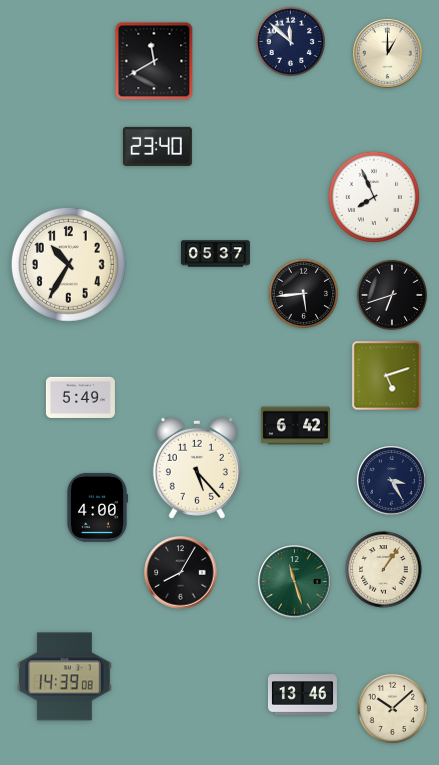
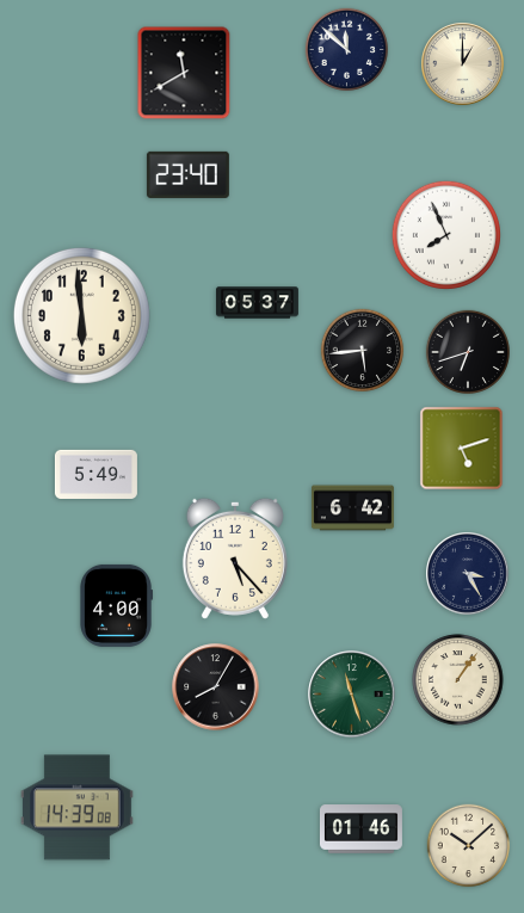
clock at (68, 264): 10:35 -> 5:59
clock at (181, 573) position: (181, 573) -> (216, 687)
clock at (302, 695): 13:46 -> 01:46
